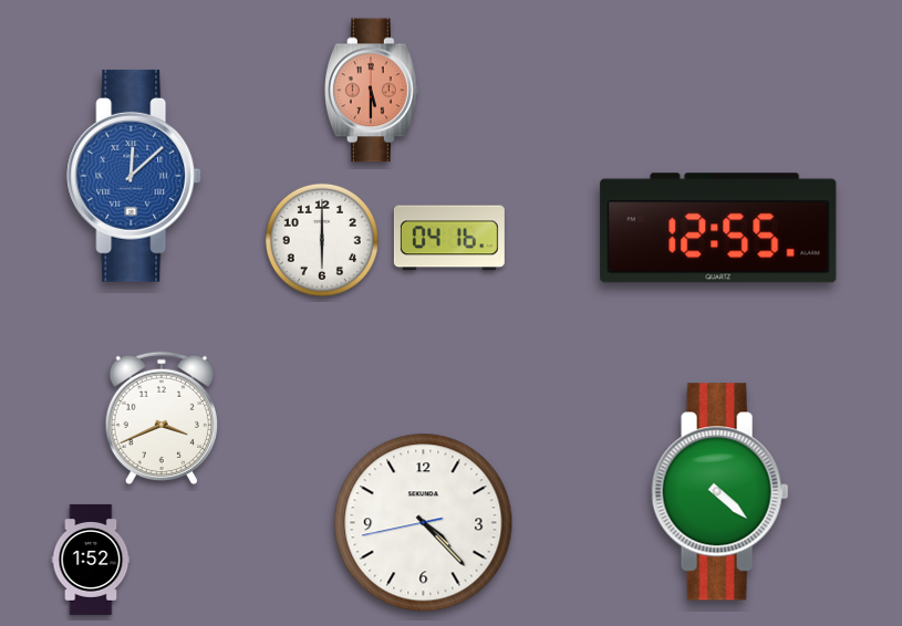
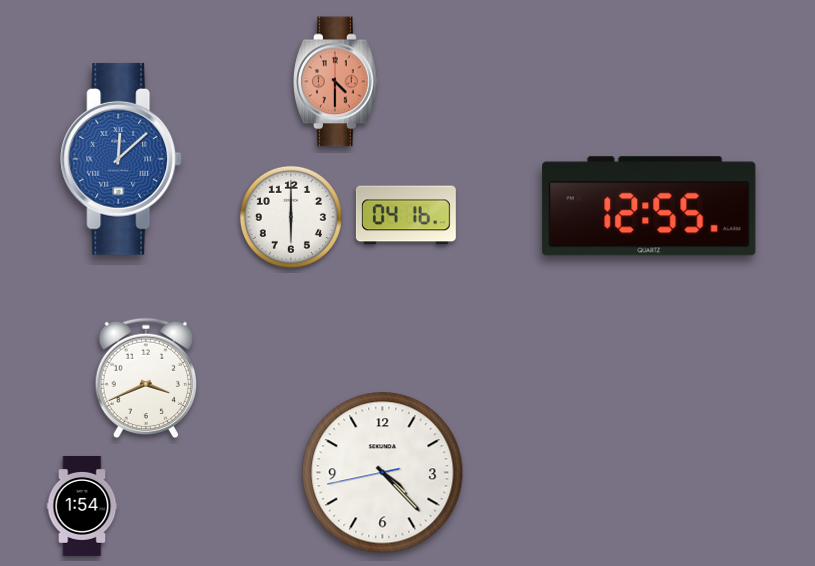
clock at (372, 91): 5:30 -> 4:30
clock at (720, 492): 4:22 -> none
clock at (91, 560): 1:52 -> 1:54
